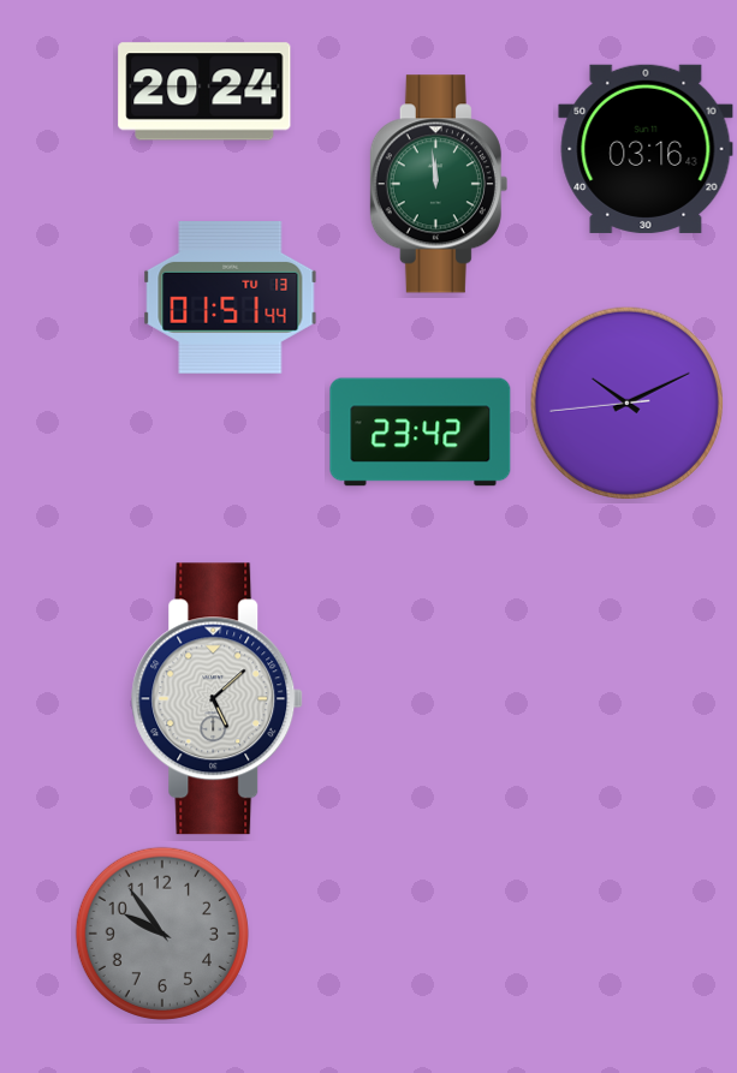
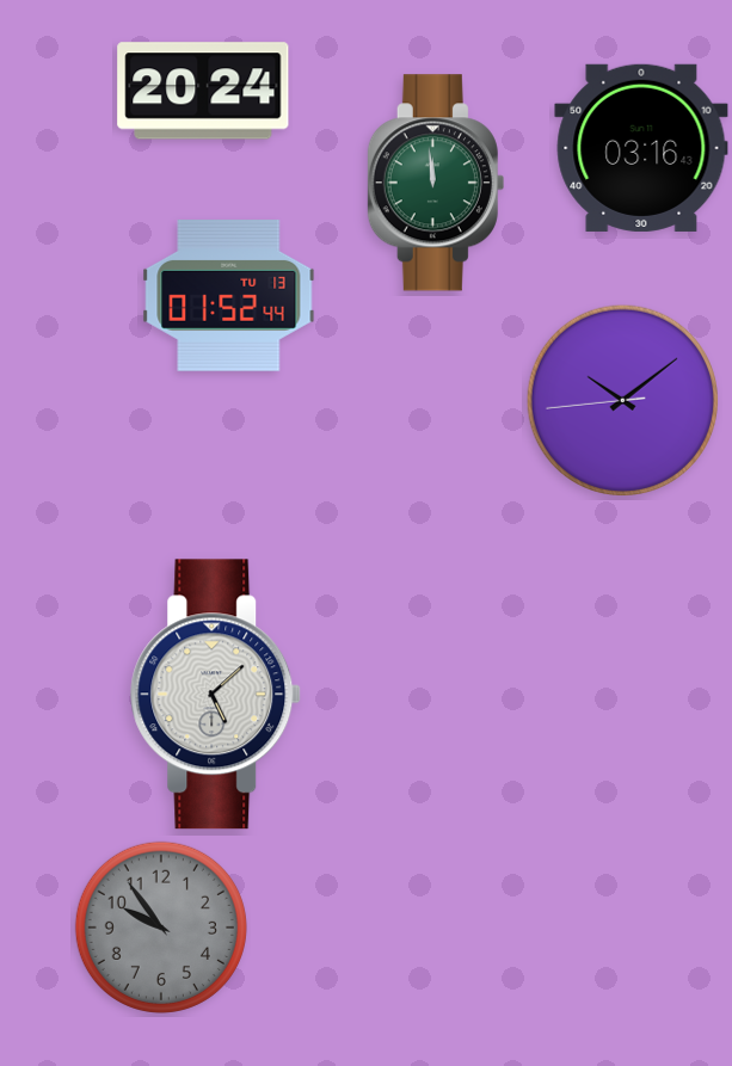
clock at (231, 297): 01:51 -> 01:52
clock at (626, 403): 10:10 -> 10:08
clock at (421, 433): 23:42 -> none
